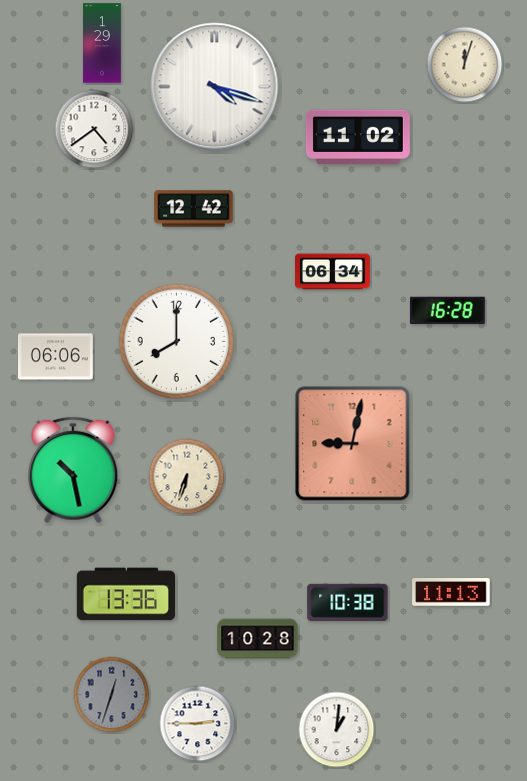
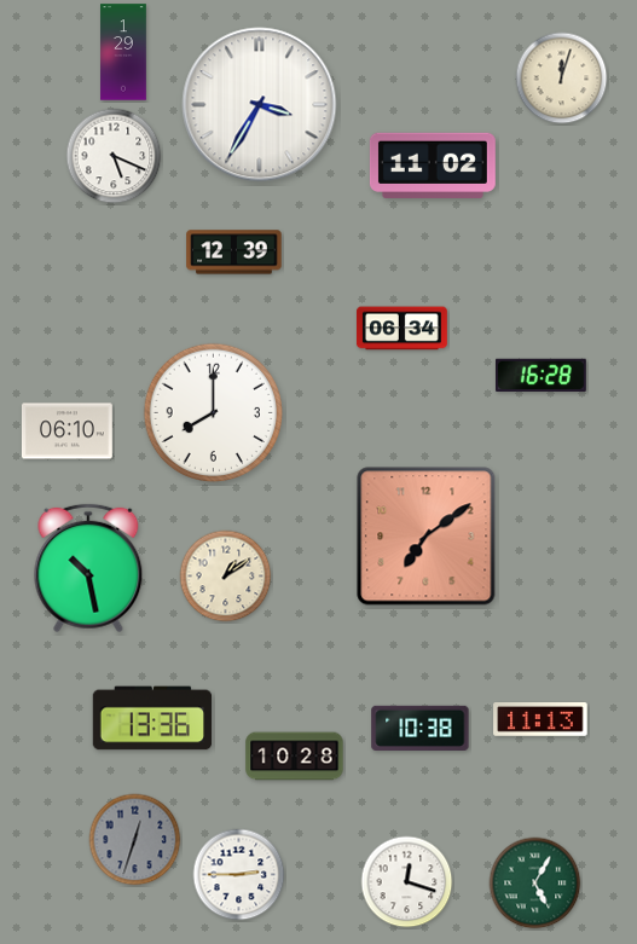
clock at (215, 87): 4:18 -> 3:35
clock at (94, 129): 4:39 -> 5:19
clock at (194, 209): 12:42 -> 12:39
clock at (56, 357): 06:06 -> 06:10
clock at (353, 444): 9:02 -> 7:09
clock at (187, 477): 6:33 -> 1:09
clock at (451, 593) position: (451, 593) -> (540, 720)
clock at (258, 639) position: (258, 639) -> (295, 757)
clock at (337, 730): 1:01 -> 12:18
clock at (535, 884): none -> 5:05
